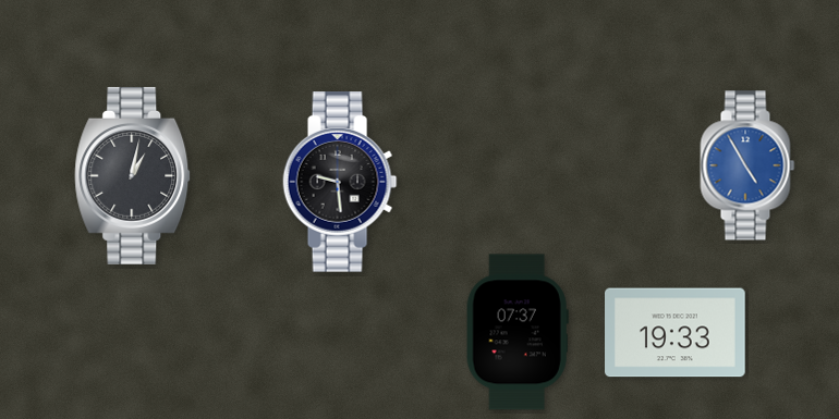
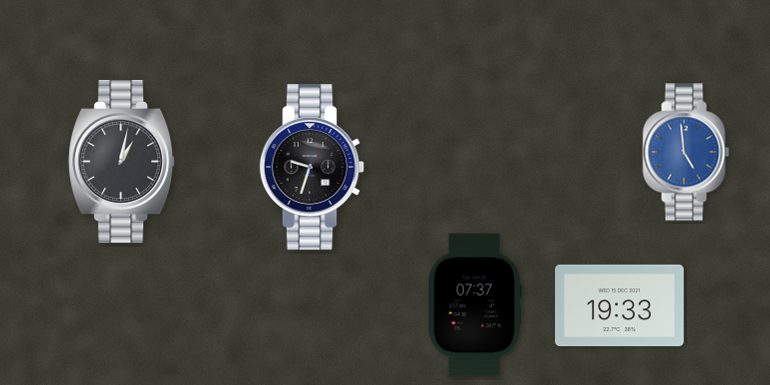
clock at (747, 165): 4:55 -> 4:59
clock at (340, 183): 9:29 -> 9:33
